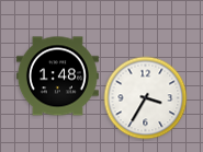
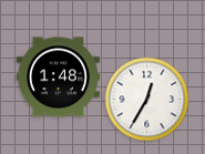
clock at (146, 98): 3:35 -> 12:35
